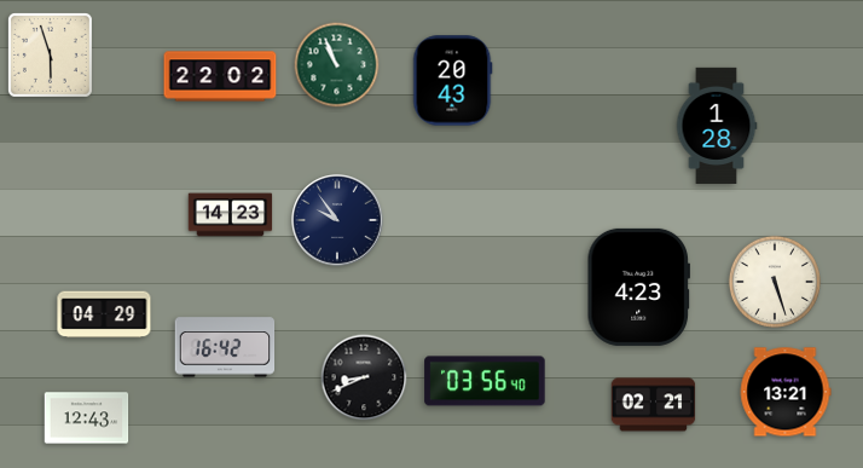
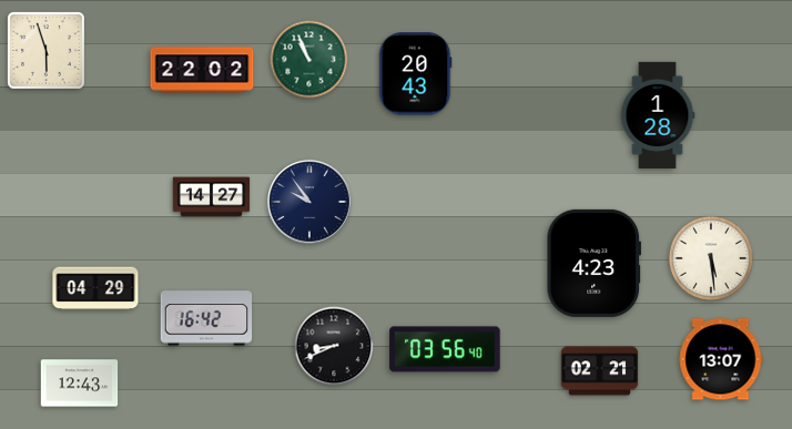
clock at (231, 215): 14:23 -> 14:27
clock at (775, 282): 5:27 -> 5:29
clock at (638, 287) position: (638, 287) -> (593, 263)
clock at (786, 392): 13:21 -> 13:07
